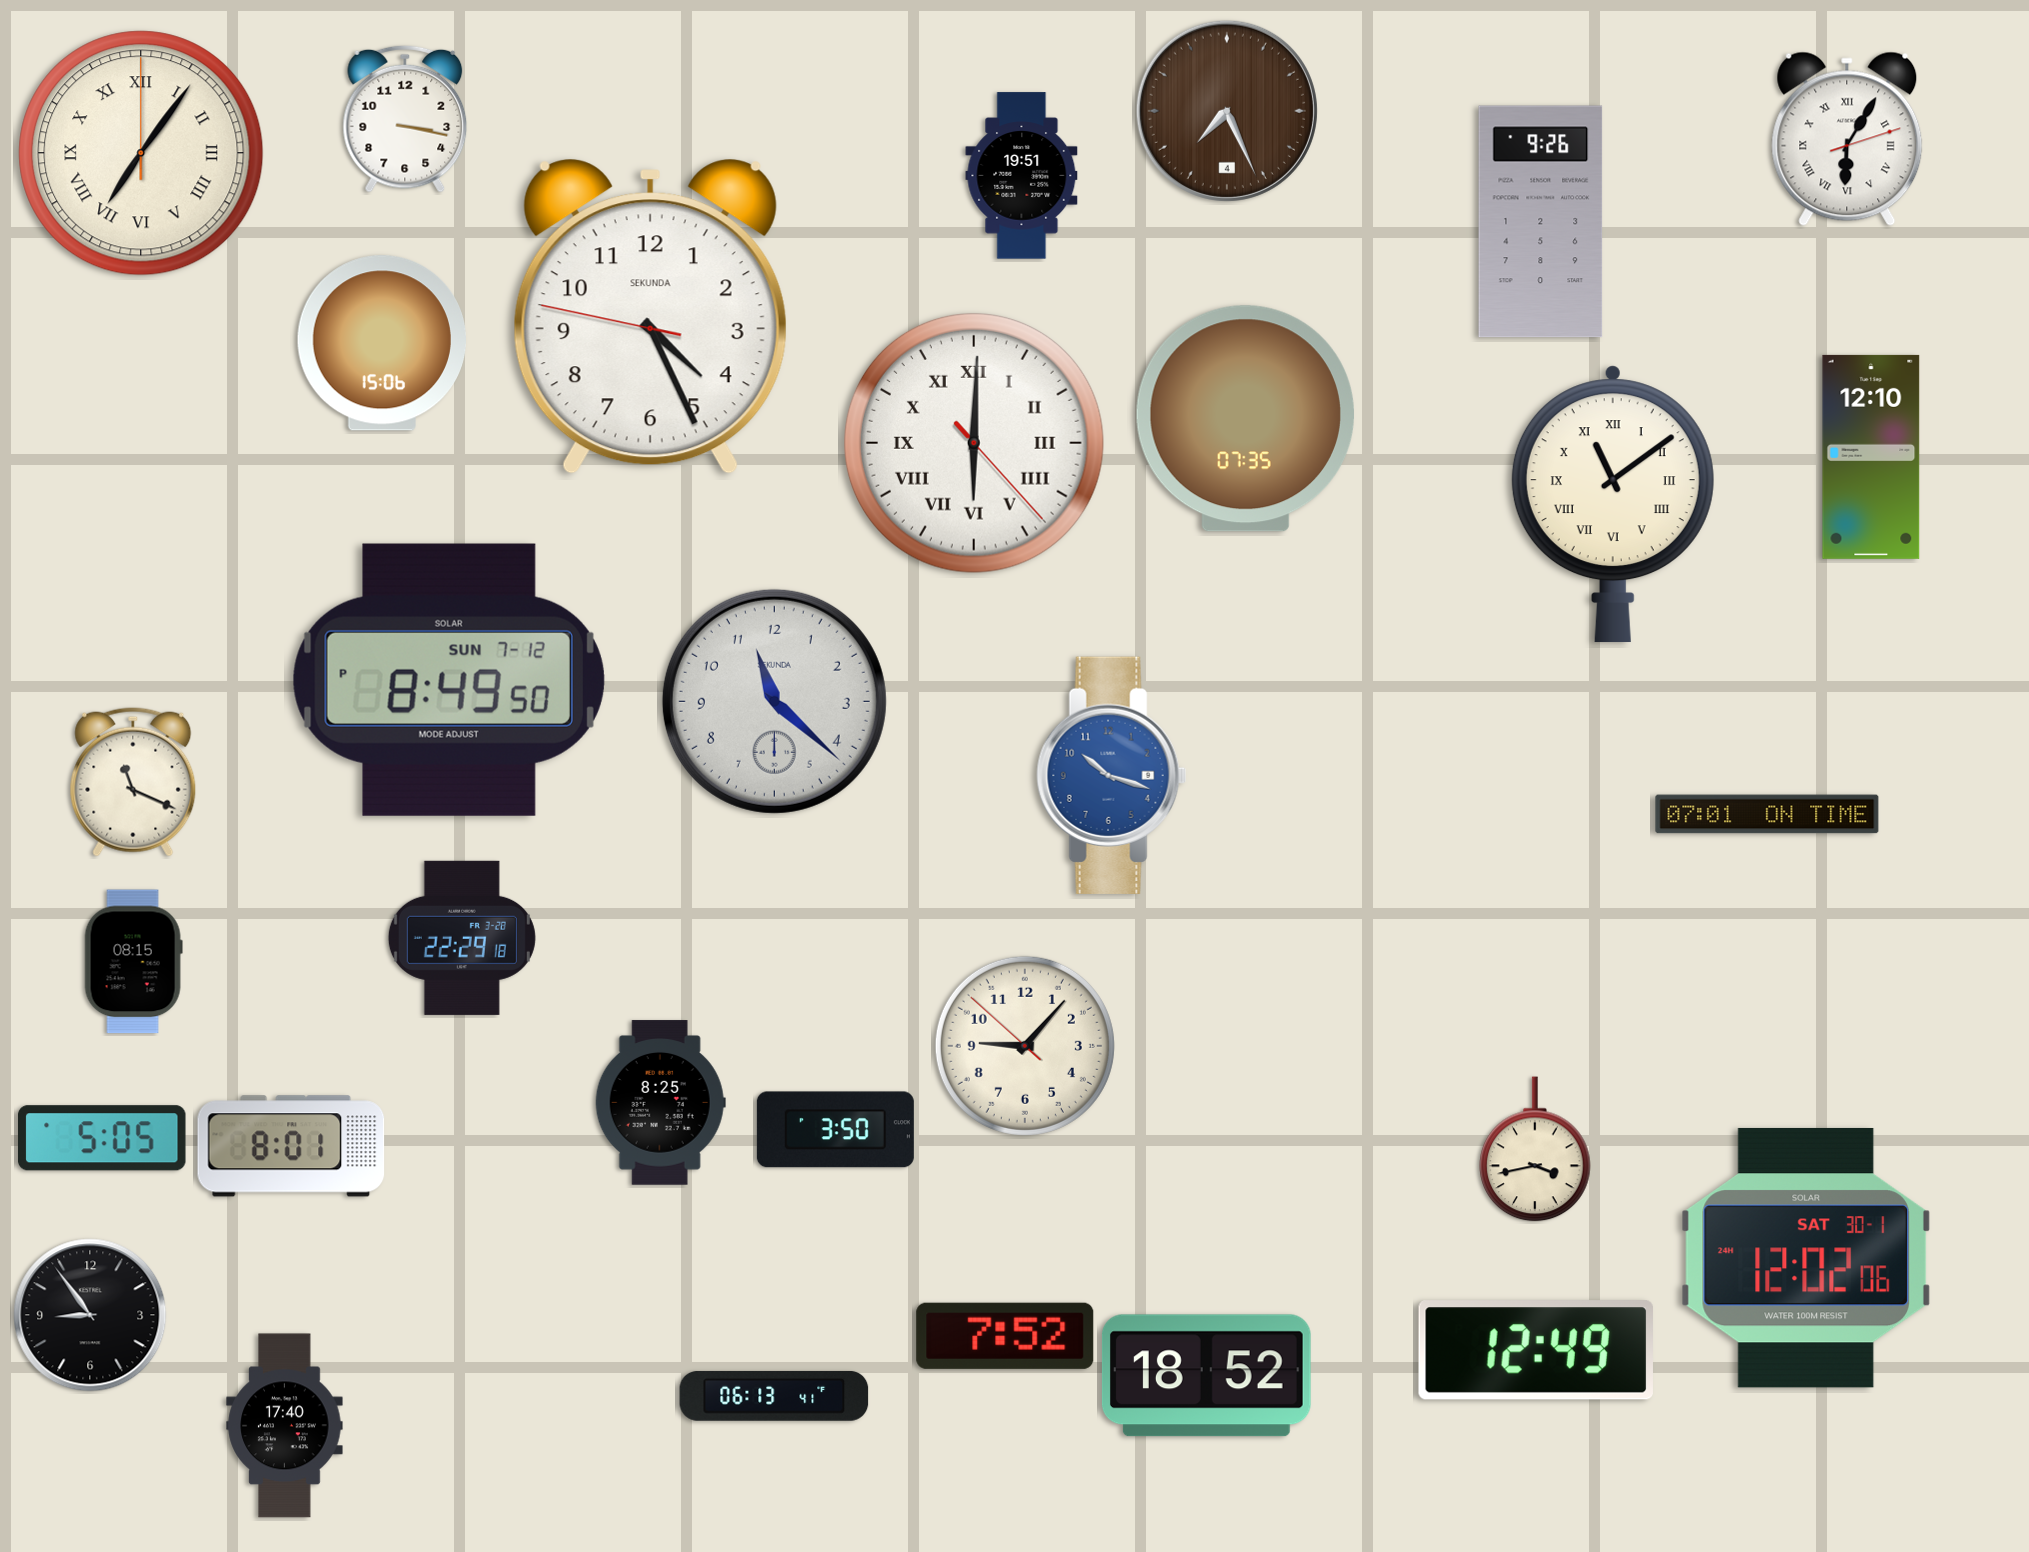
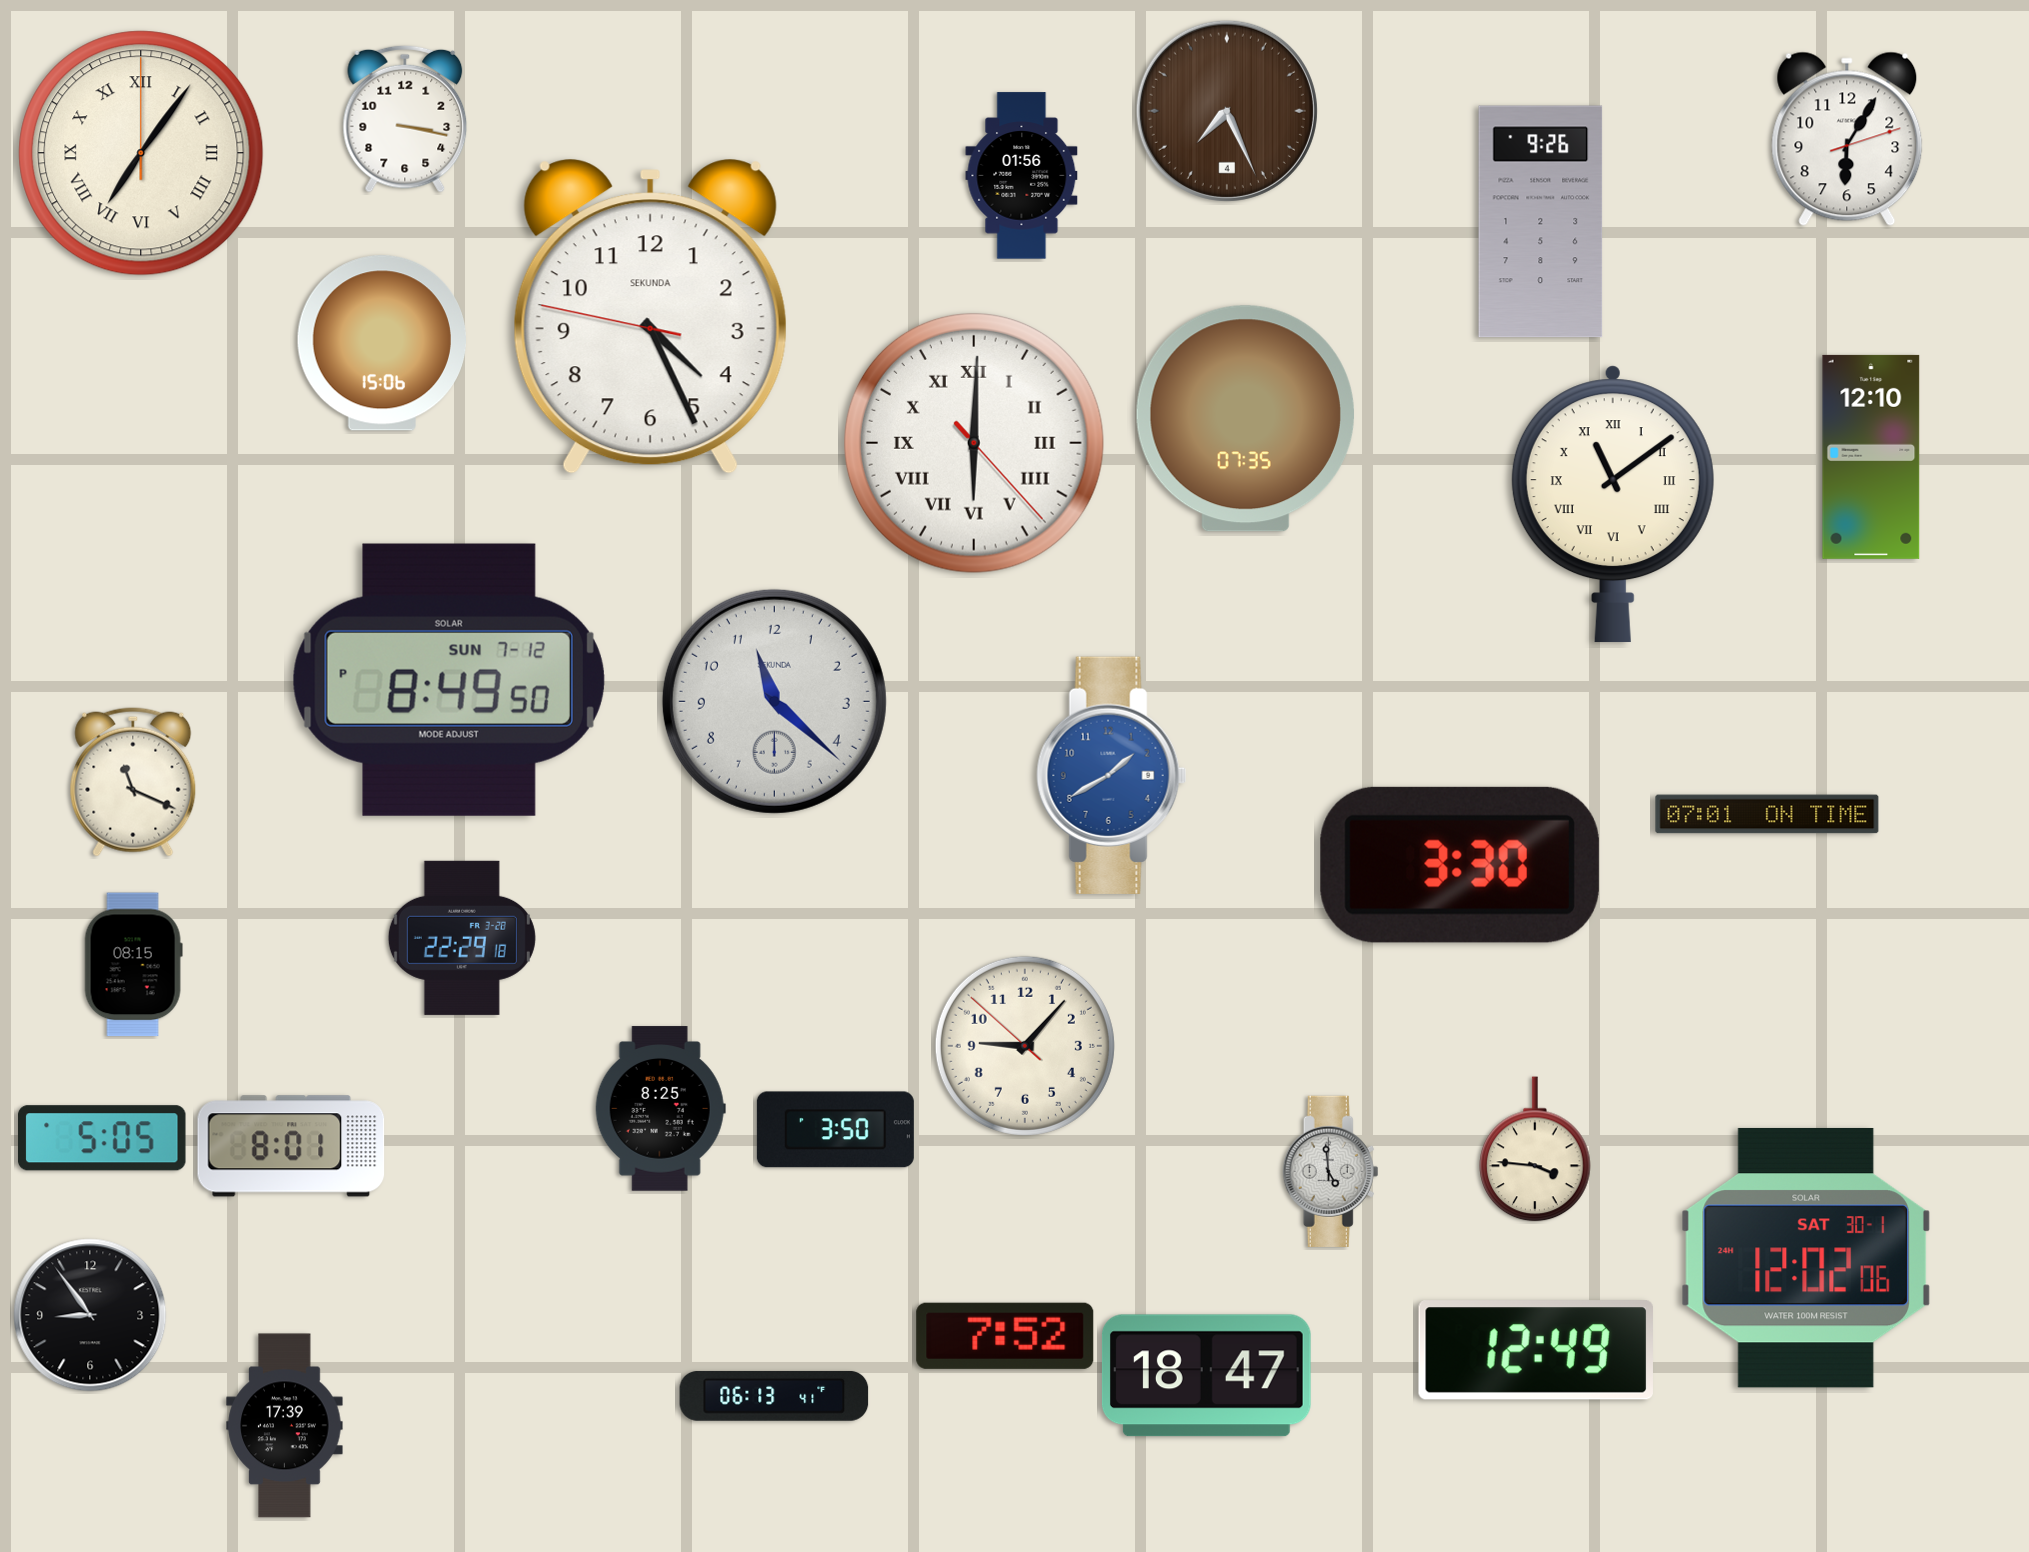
clock at (1847, 139) numerals: Roman -> Arabic
clock at (1022, 176): 19:51 -> 01:56
clock at (1112, 775): 10:18 -> 1:40
clock at (1460, 865): none -> 3:30
clock at (133, 962) position: (133, 962) -> (133, 965)
clock at (660, 1103) position: (660, 1103) -> (660, 1109)
clock at (1535, 1149): 3:43 -> 3:46
clock at (1331, 1171): none -> 4:59
clock at (1206, 1376): 18:52 -> 18:47
clock at (285, 1426): 17:40 -> 17:39
